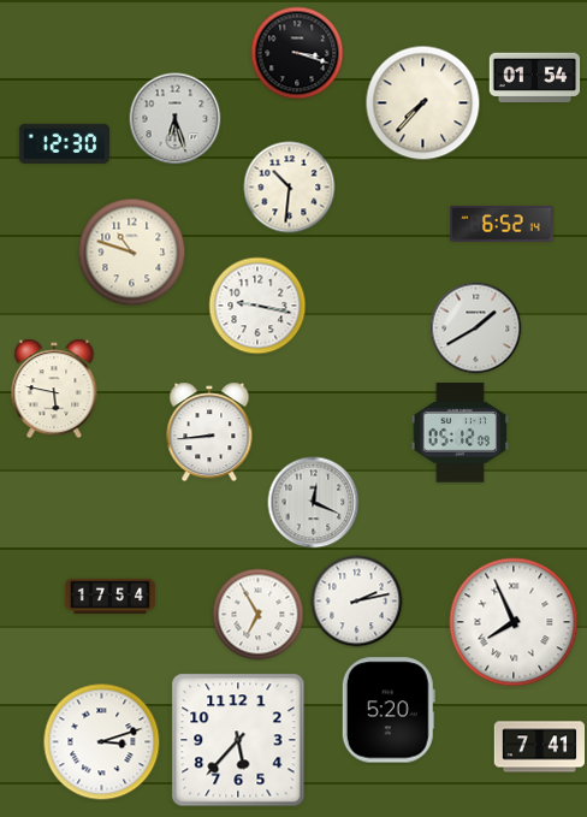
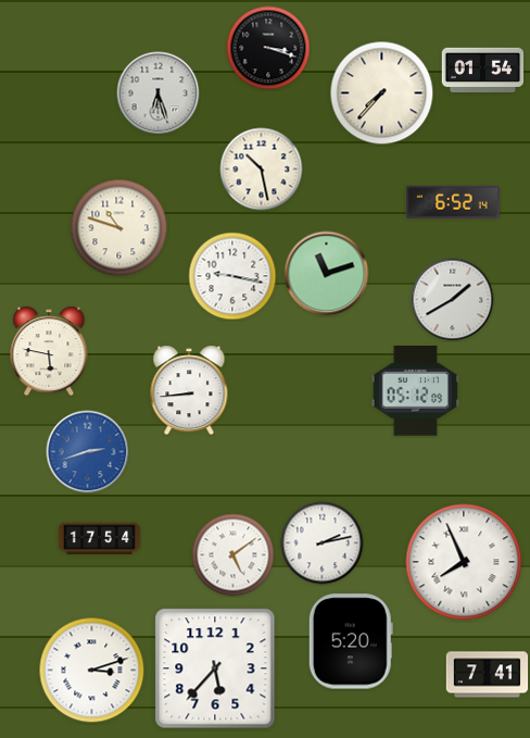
clock at (176, 119) position: (176, 119) -> (159, 93)
clock at (65, 143): 12:30 -> none
clock at (290, 188): 10:31 -> 10:28
clock at (327, 274): none -> 11:12
clock at (476, 328) position: (476, 328) -> (453, 300)
clock at (88, 452): none -> 2:42
clock at (314, 503): 12:19 -> none
clock at (259, 615): 6:55 -> 5:09
